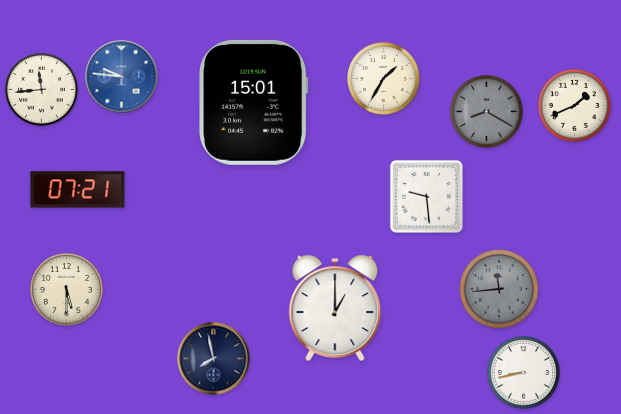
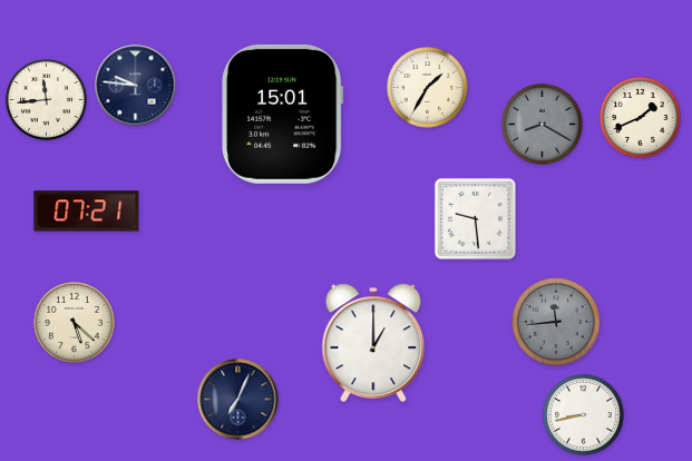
clock at (122, 77) dial: blue -> navy
clock at (67, 290): 5:30 -> 5:22
clock at (214, 359): 7:58 -> 7:04
